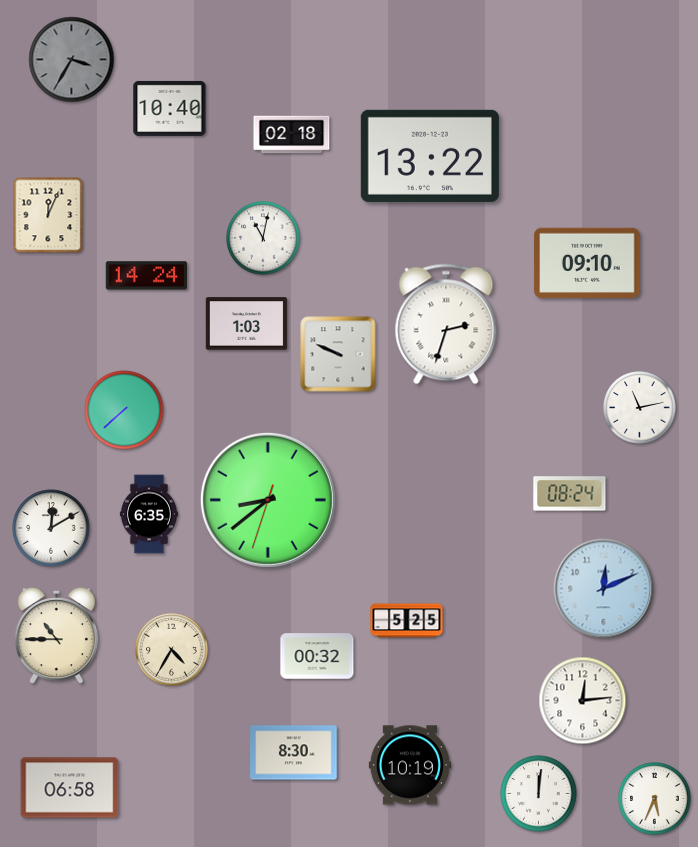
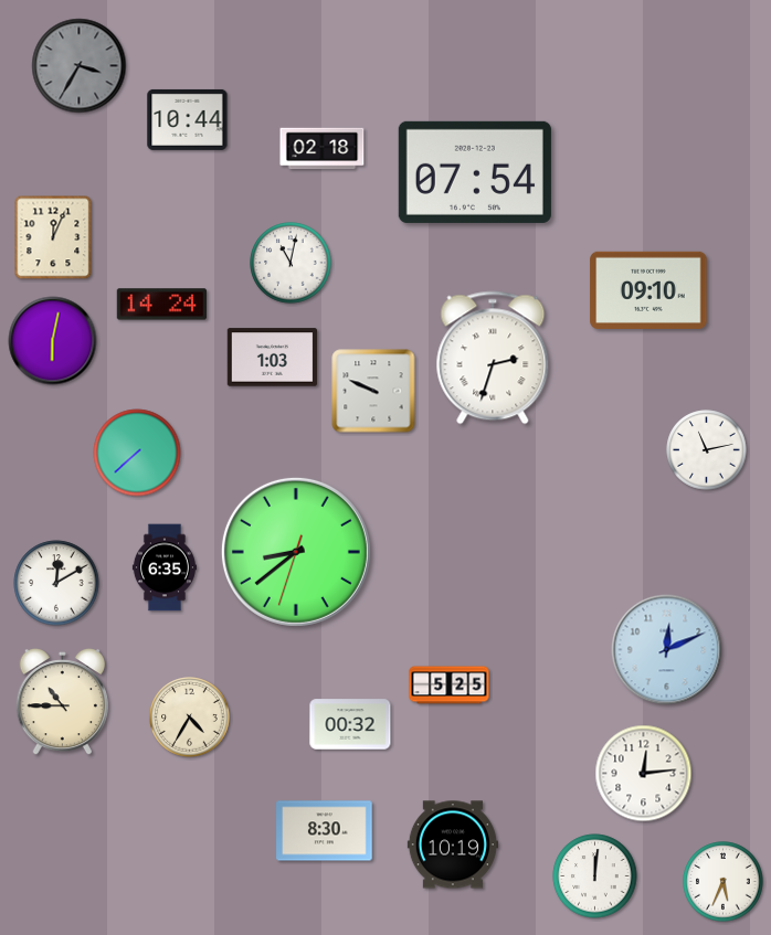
clock at (170, 108): 10:40 -> 10:44
clock at (430, 156): 13:22 -> 07:54
clock at (53, 341): none -> 6:02
clock at (570, 494): 08:24 -> none
clock at (70, 788): 06:58 -> none
